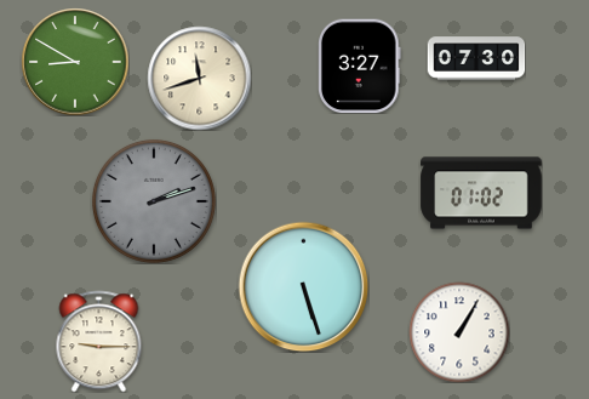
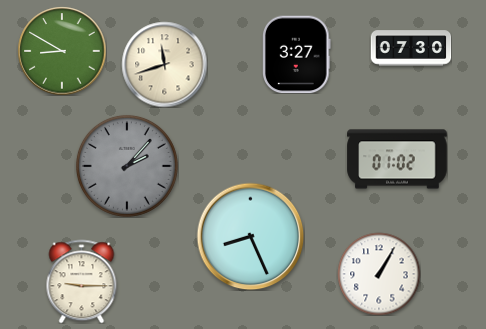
clock at (476, 58) position: (476, 58) -> (411, 48)
clock at (154, 201): 2:12 -> 2:07
clock at (303, 286): 5:27 -> 8:26
